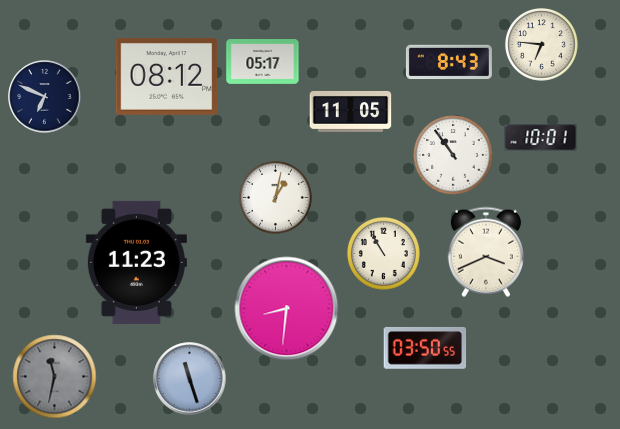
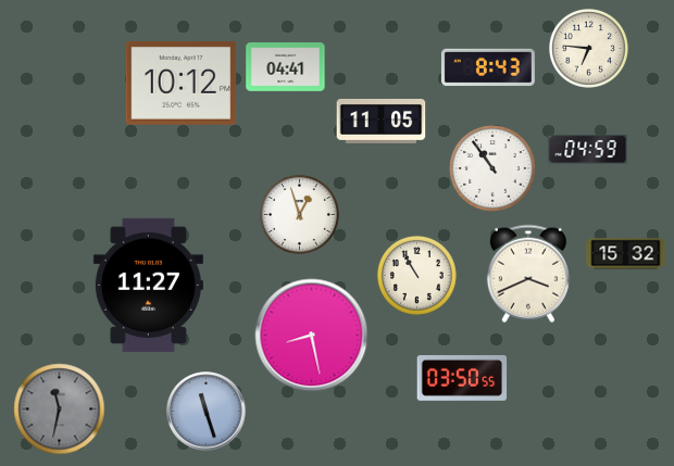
clock at (263, 62): 05:17 -> 04:41
clock at (167, 77): 08:12 -> 10:12
clock at (45, 97): 6:49 -> none
clock at (541, 138): 10:01 -> 04:59
clock at (275, 197): 1:02 -> 12:57
clock at (626, 254): none -> 15:32
clock at (136, 262): 11:23 -> 11:27
clock at (287, 309): 8:31 -> 8:28
